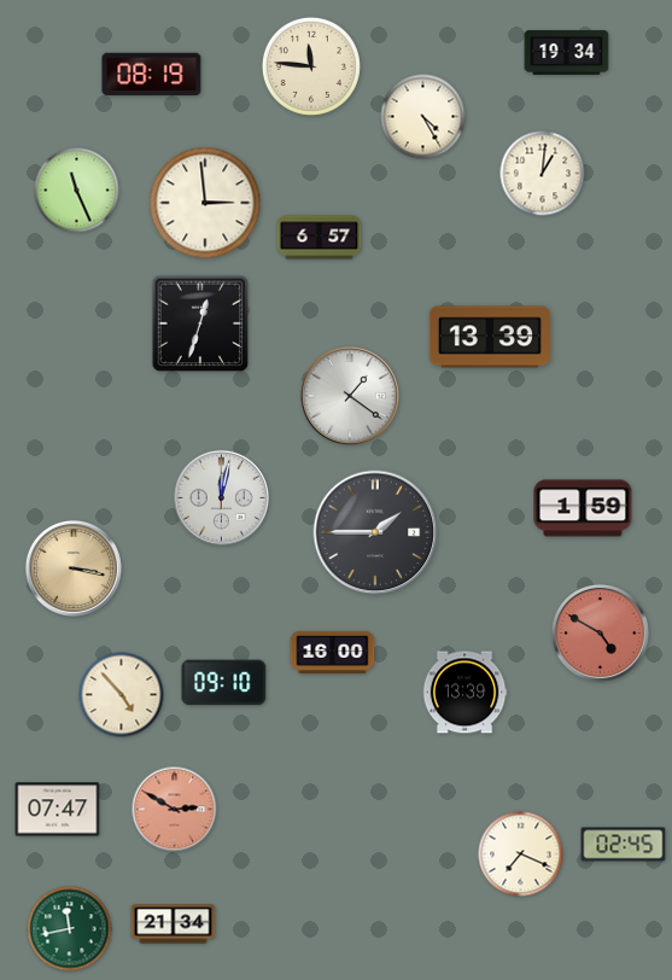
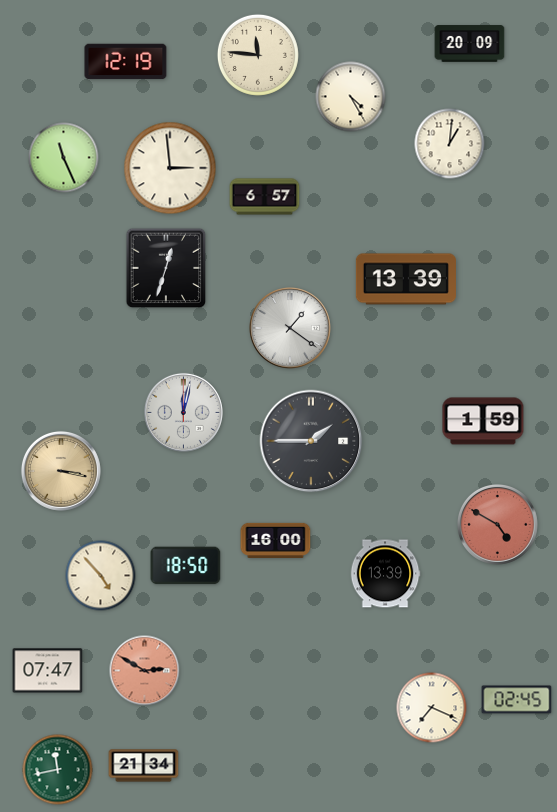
clock at (567, 53): 19:34 -> 20:09
clock at (152, 75): 08:19 -> 12:19
clock at (224, 683): 09:10 -> 18:50
